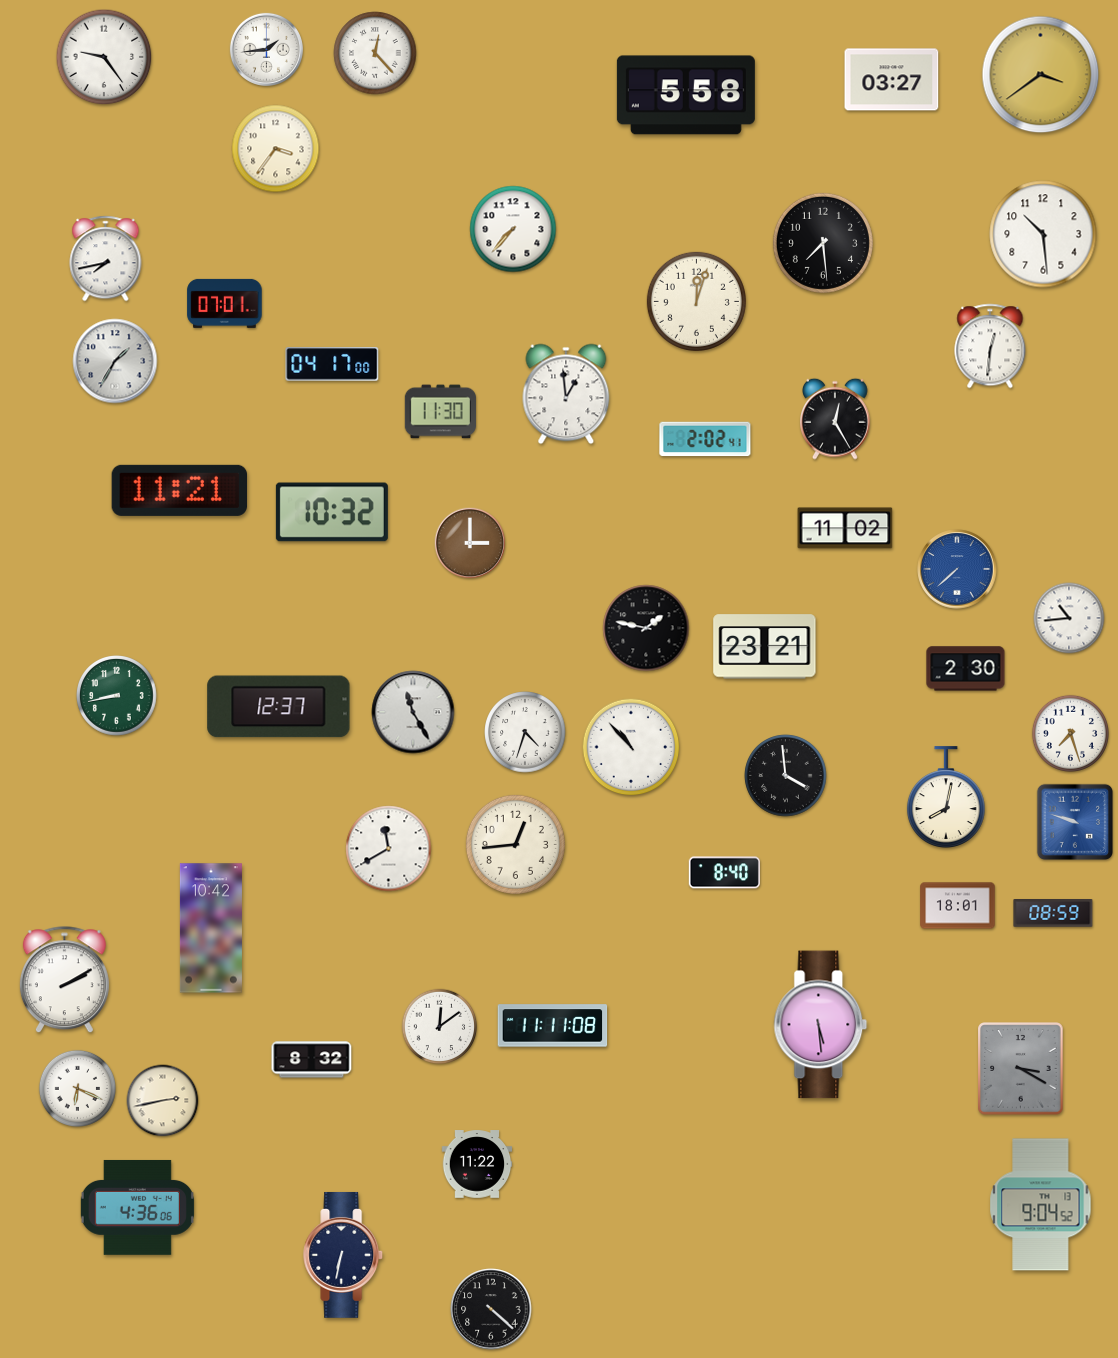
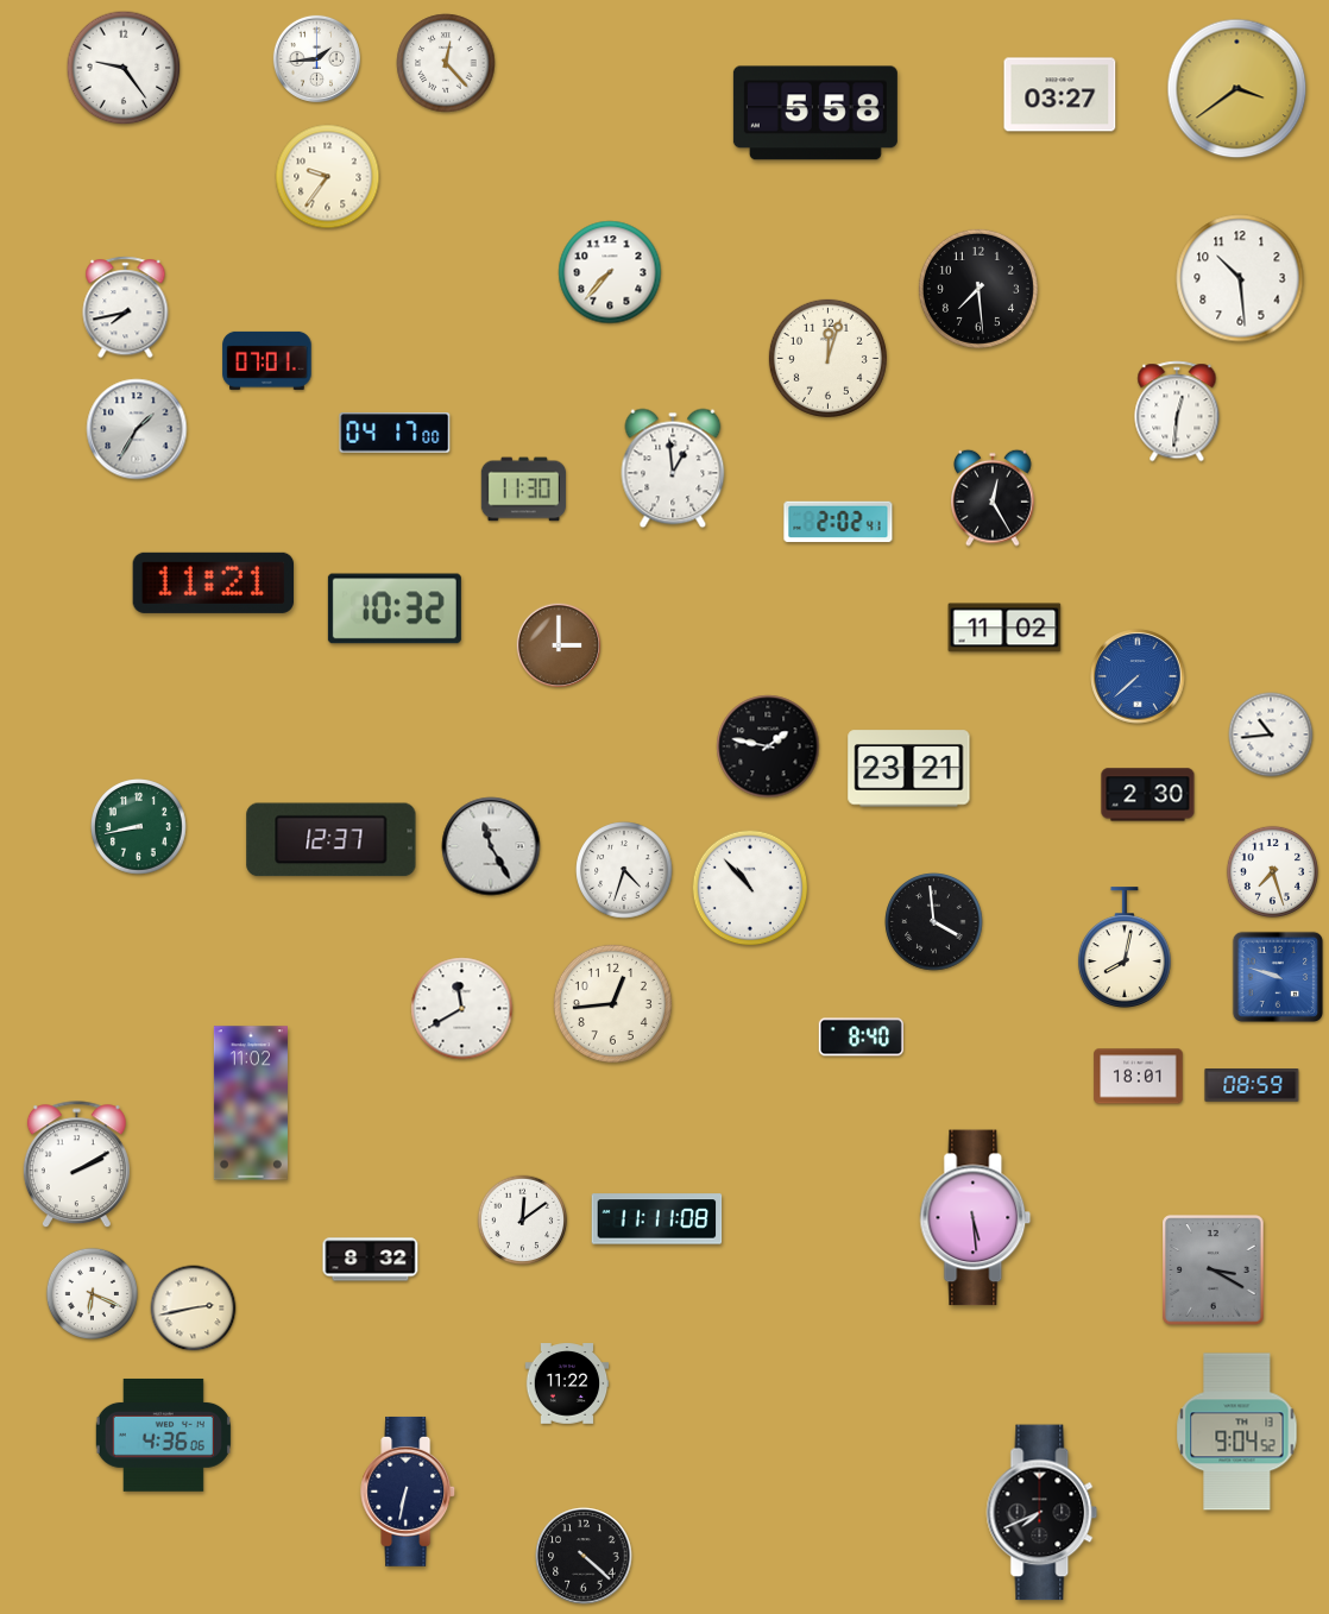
clock at (276, 149): 3:36 -> 9:36
clock at (211, 928): 10:42 -> 11:02
clock at (1043, 1513): none -> 7:41
